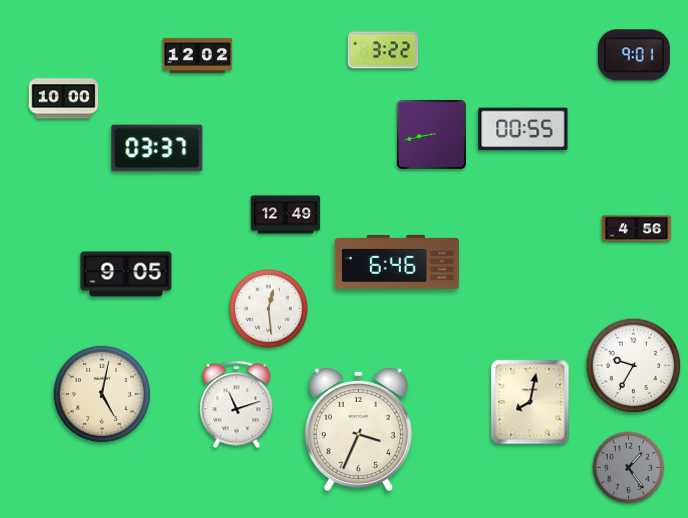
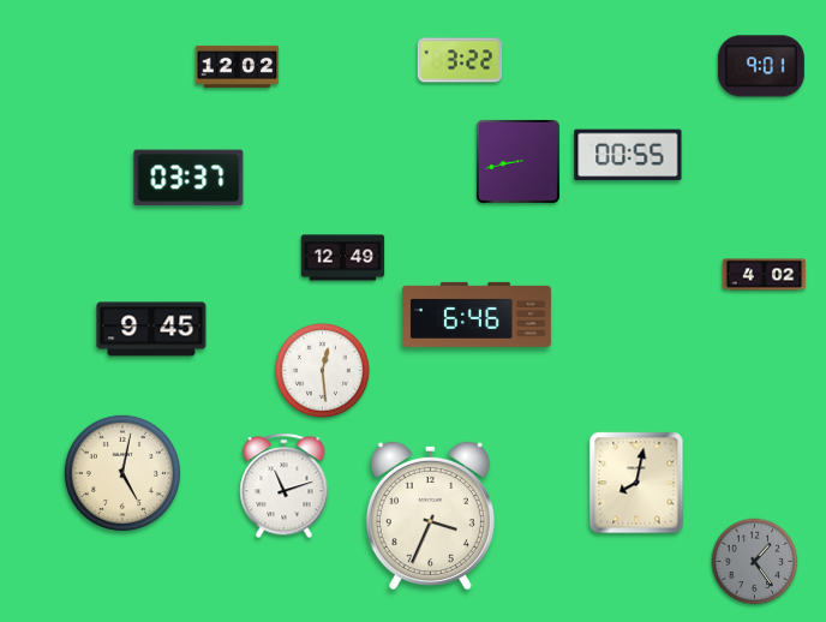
clock at (64, 99): 10:00 -> none
clock at (637, 229): 4:56 -> 4:02
clock at (126, 274): 9:05 -> 9:45
clock at (634, 366): 9:35 -> none
